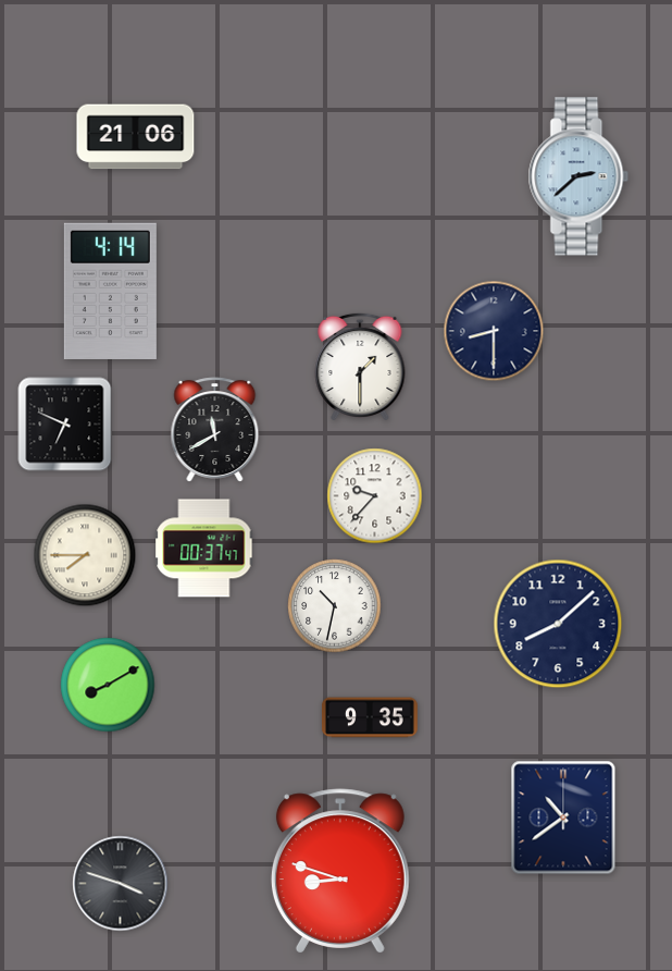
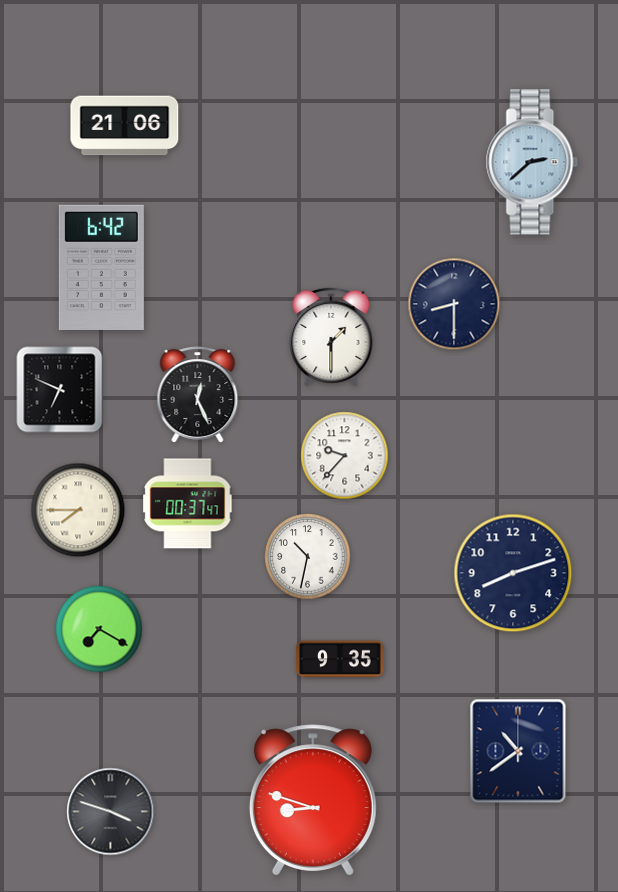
clock at (110, 291): 4:14 -> 6:42
clock at (215, 430): 11:40 -> 12:26
clock at (558, 624): 8:08 -> 8:12
clock at (108, 685): 8:10 -> 7:20
